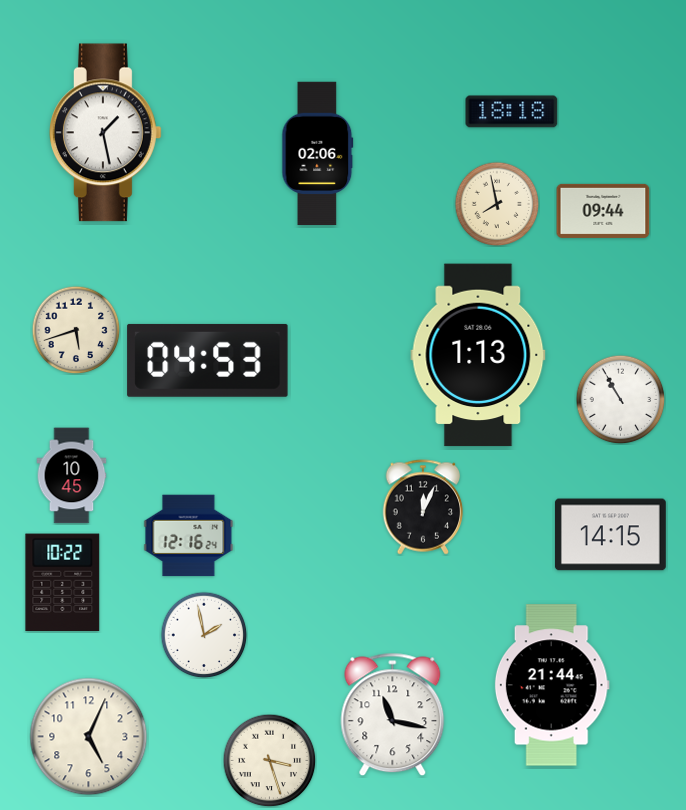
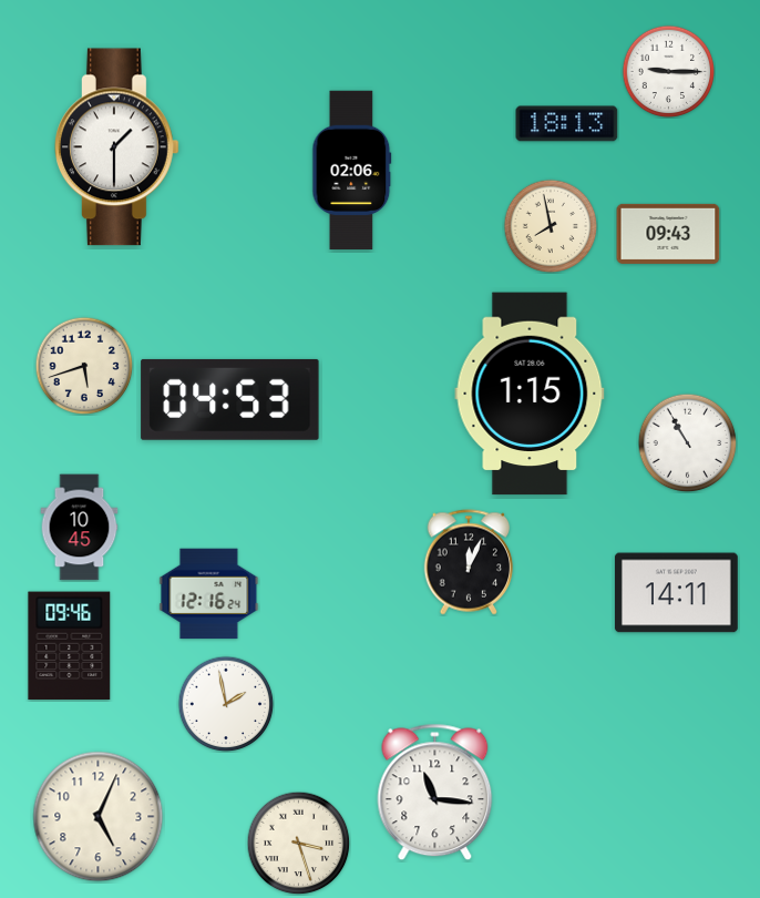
clock at (668, 71): none -> 9:15
clock at (512, 112): 18:18 -> 18:13
clock at (106, 133): 1:28 -> 1:30
clock at (603, 211): 09:44 -> 09:43
clock at (478, 355): 1:13 -> 1:15
clock at (610, 535): 14:15 -> 14:11
clock at (63, 583): 10:22 -> 09:46
clock at (552, 685): 21:44 -> none
clock at (393, 715): 11:17 -> 11:16
